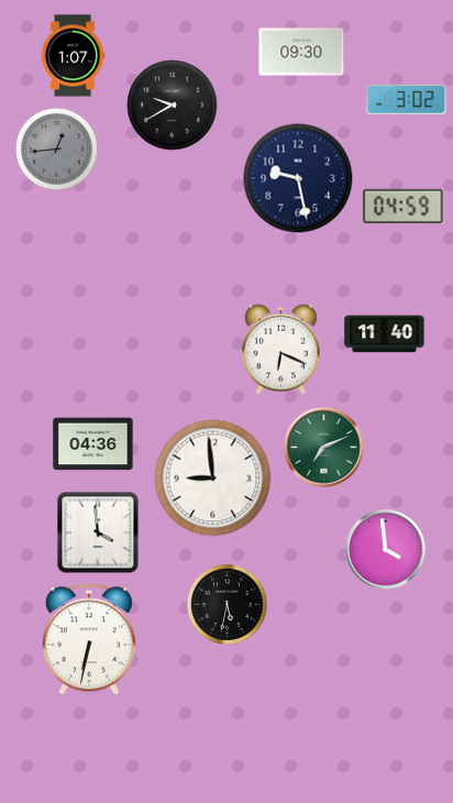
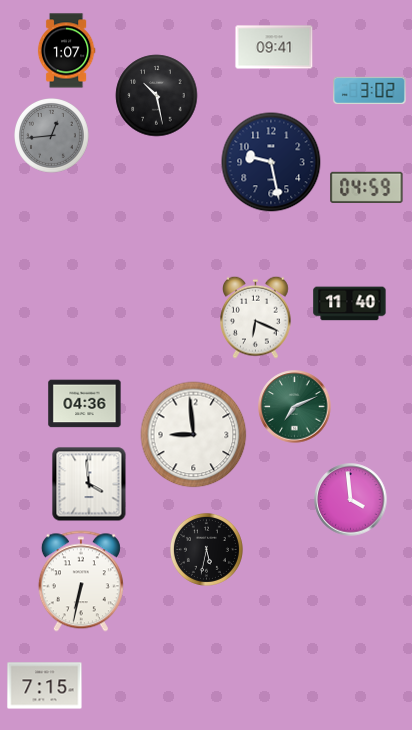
clock at (301, 52): 09:30 -> 09:41
clock at (173, 106): 9:40 -> 10:28
clock at (45, 686): none -> 7:15
